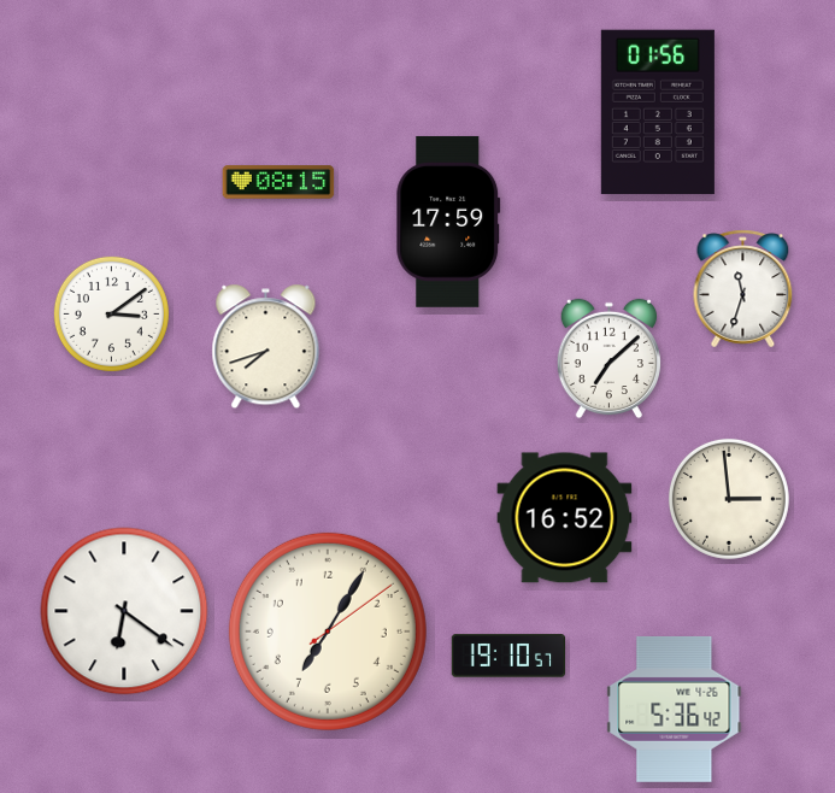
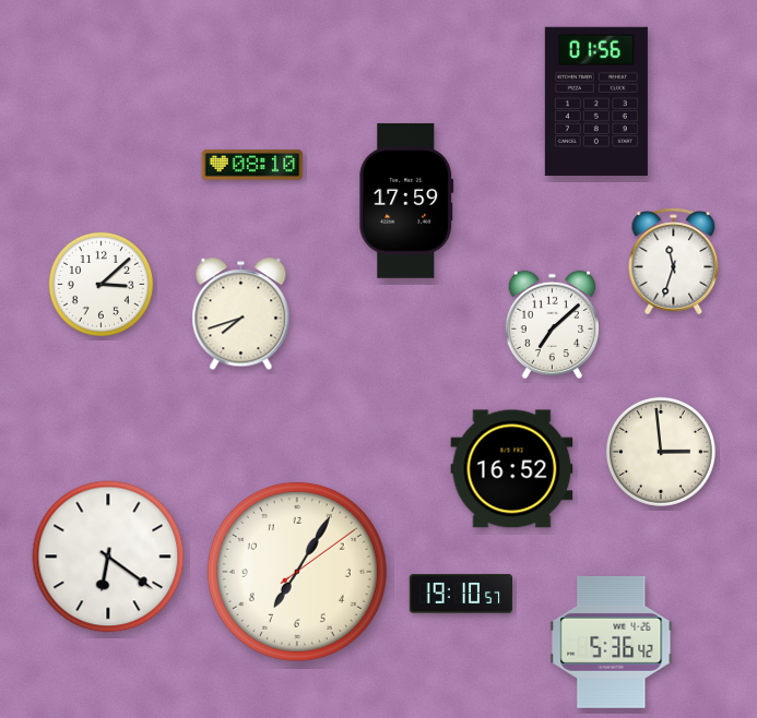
clock at (278, 182): 08:15 -> 08:10
clock at (111, 313): 3:09 -> 3:08
clock at (124, 611) position: (124, 611) -> (108, 557)
